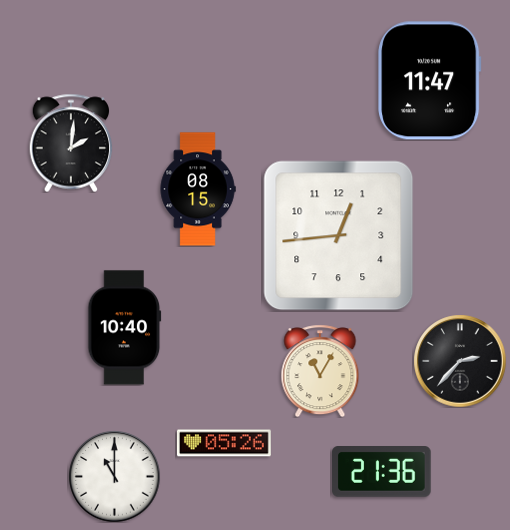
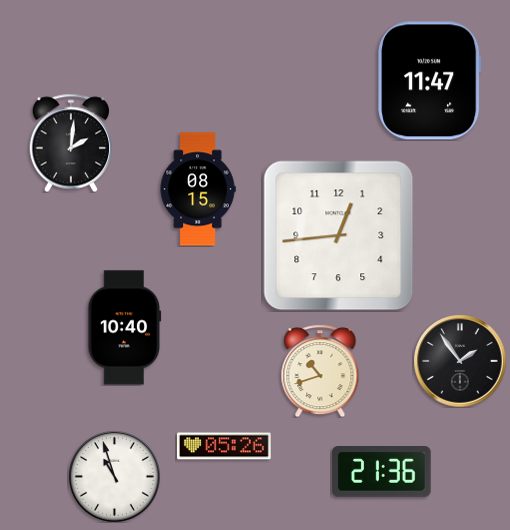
clock at (460, 361): 2:37 -> 1:54
clock at (320, 371): 11:05 -> 10:42
clock at (225, 443) position: (225, 443) -> (225, 446)
clock at (114, 476): 11:00 -> 10:57
